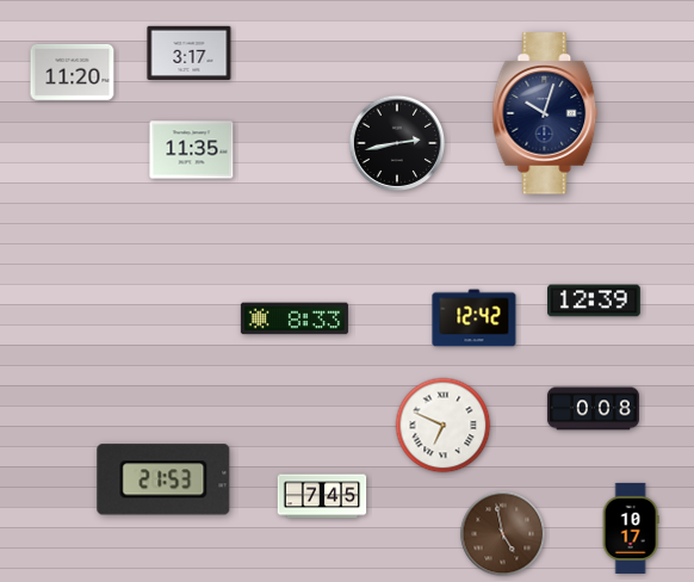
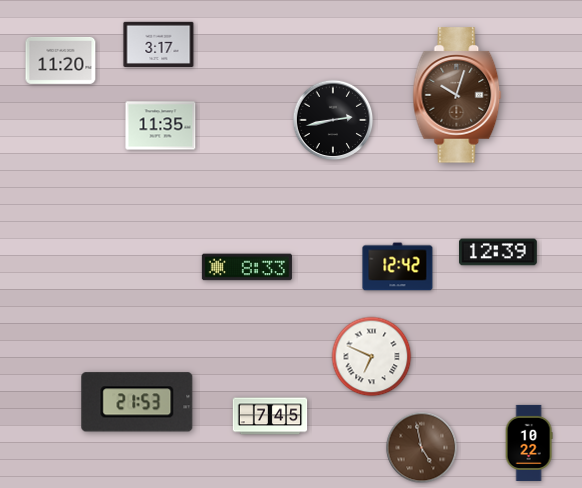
clock at (545, 113) dial: navy -> brown
clock at (593, 409): 0:08 -> none
clock at (631, 528): 10:17 -> 10:22
